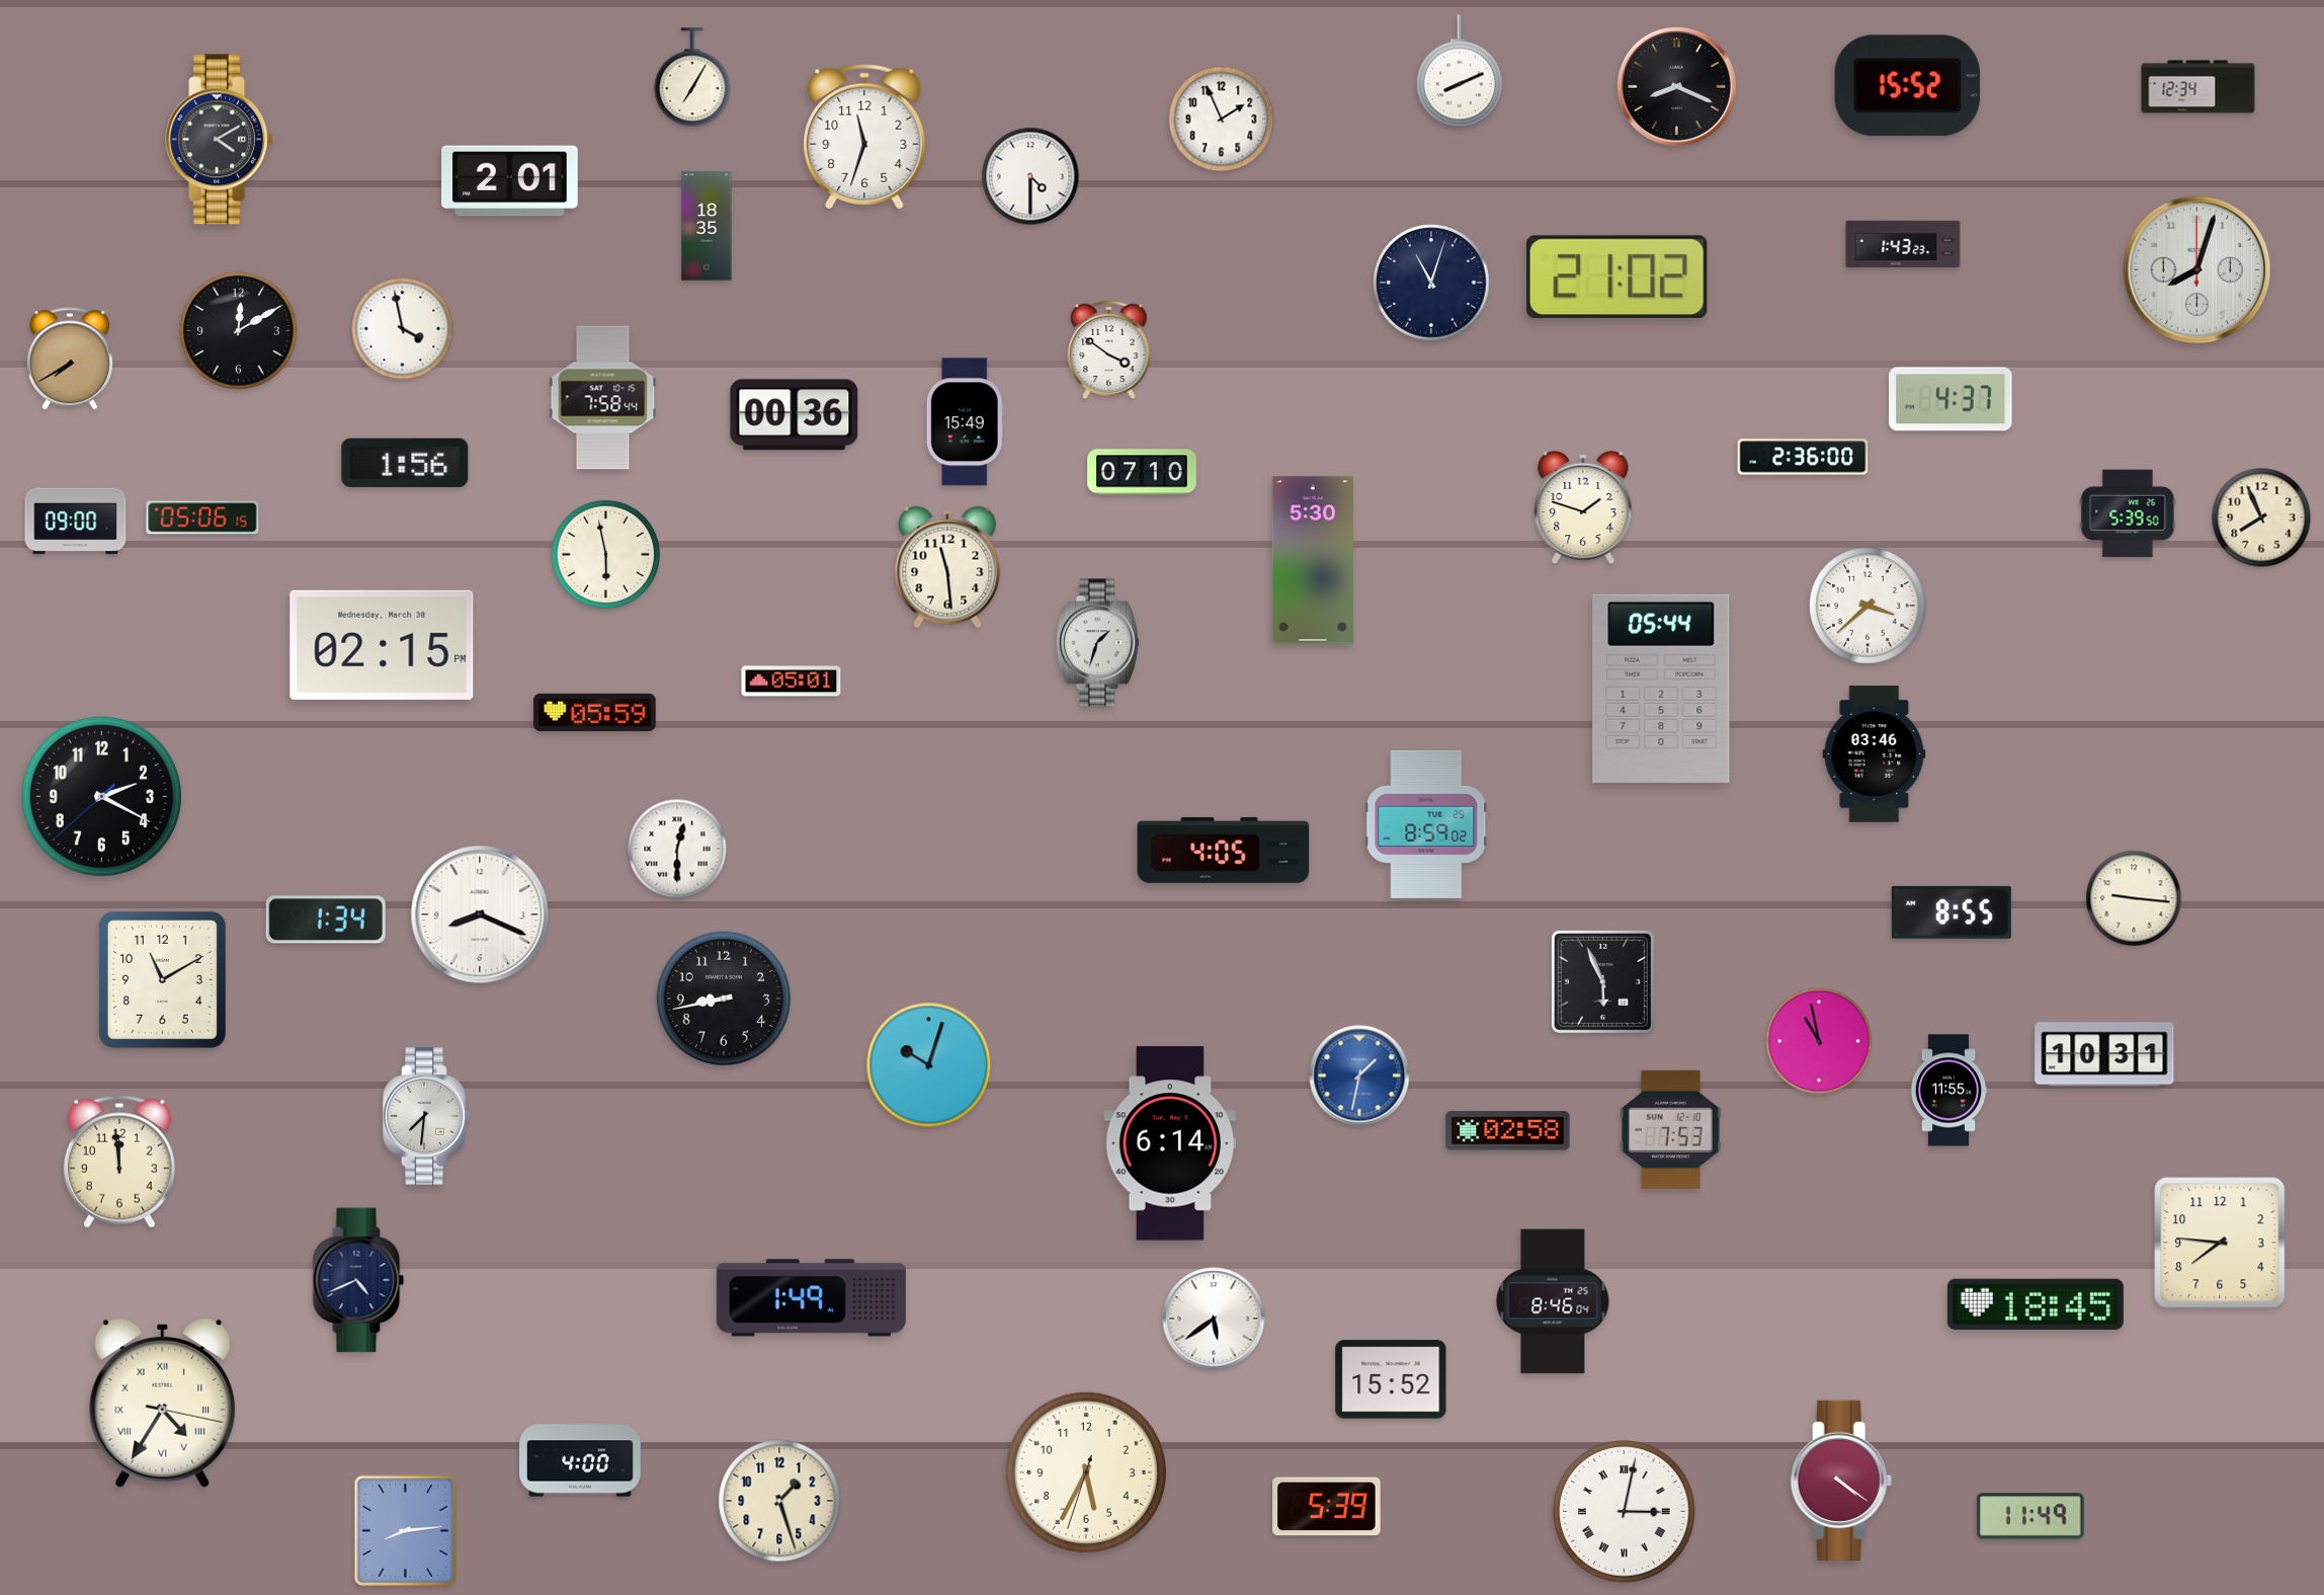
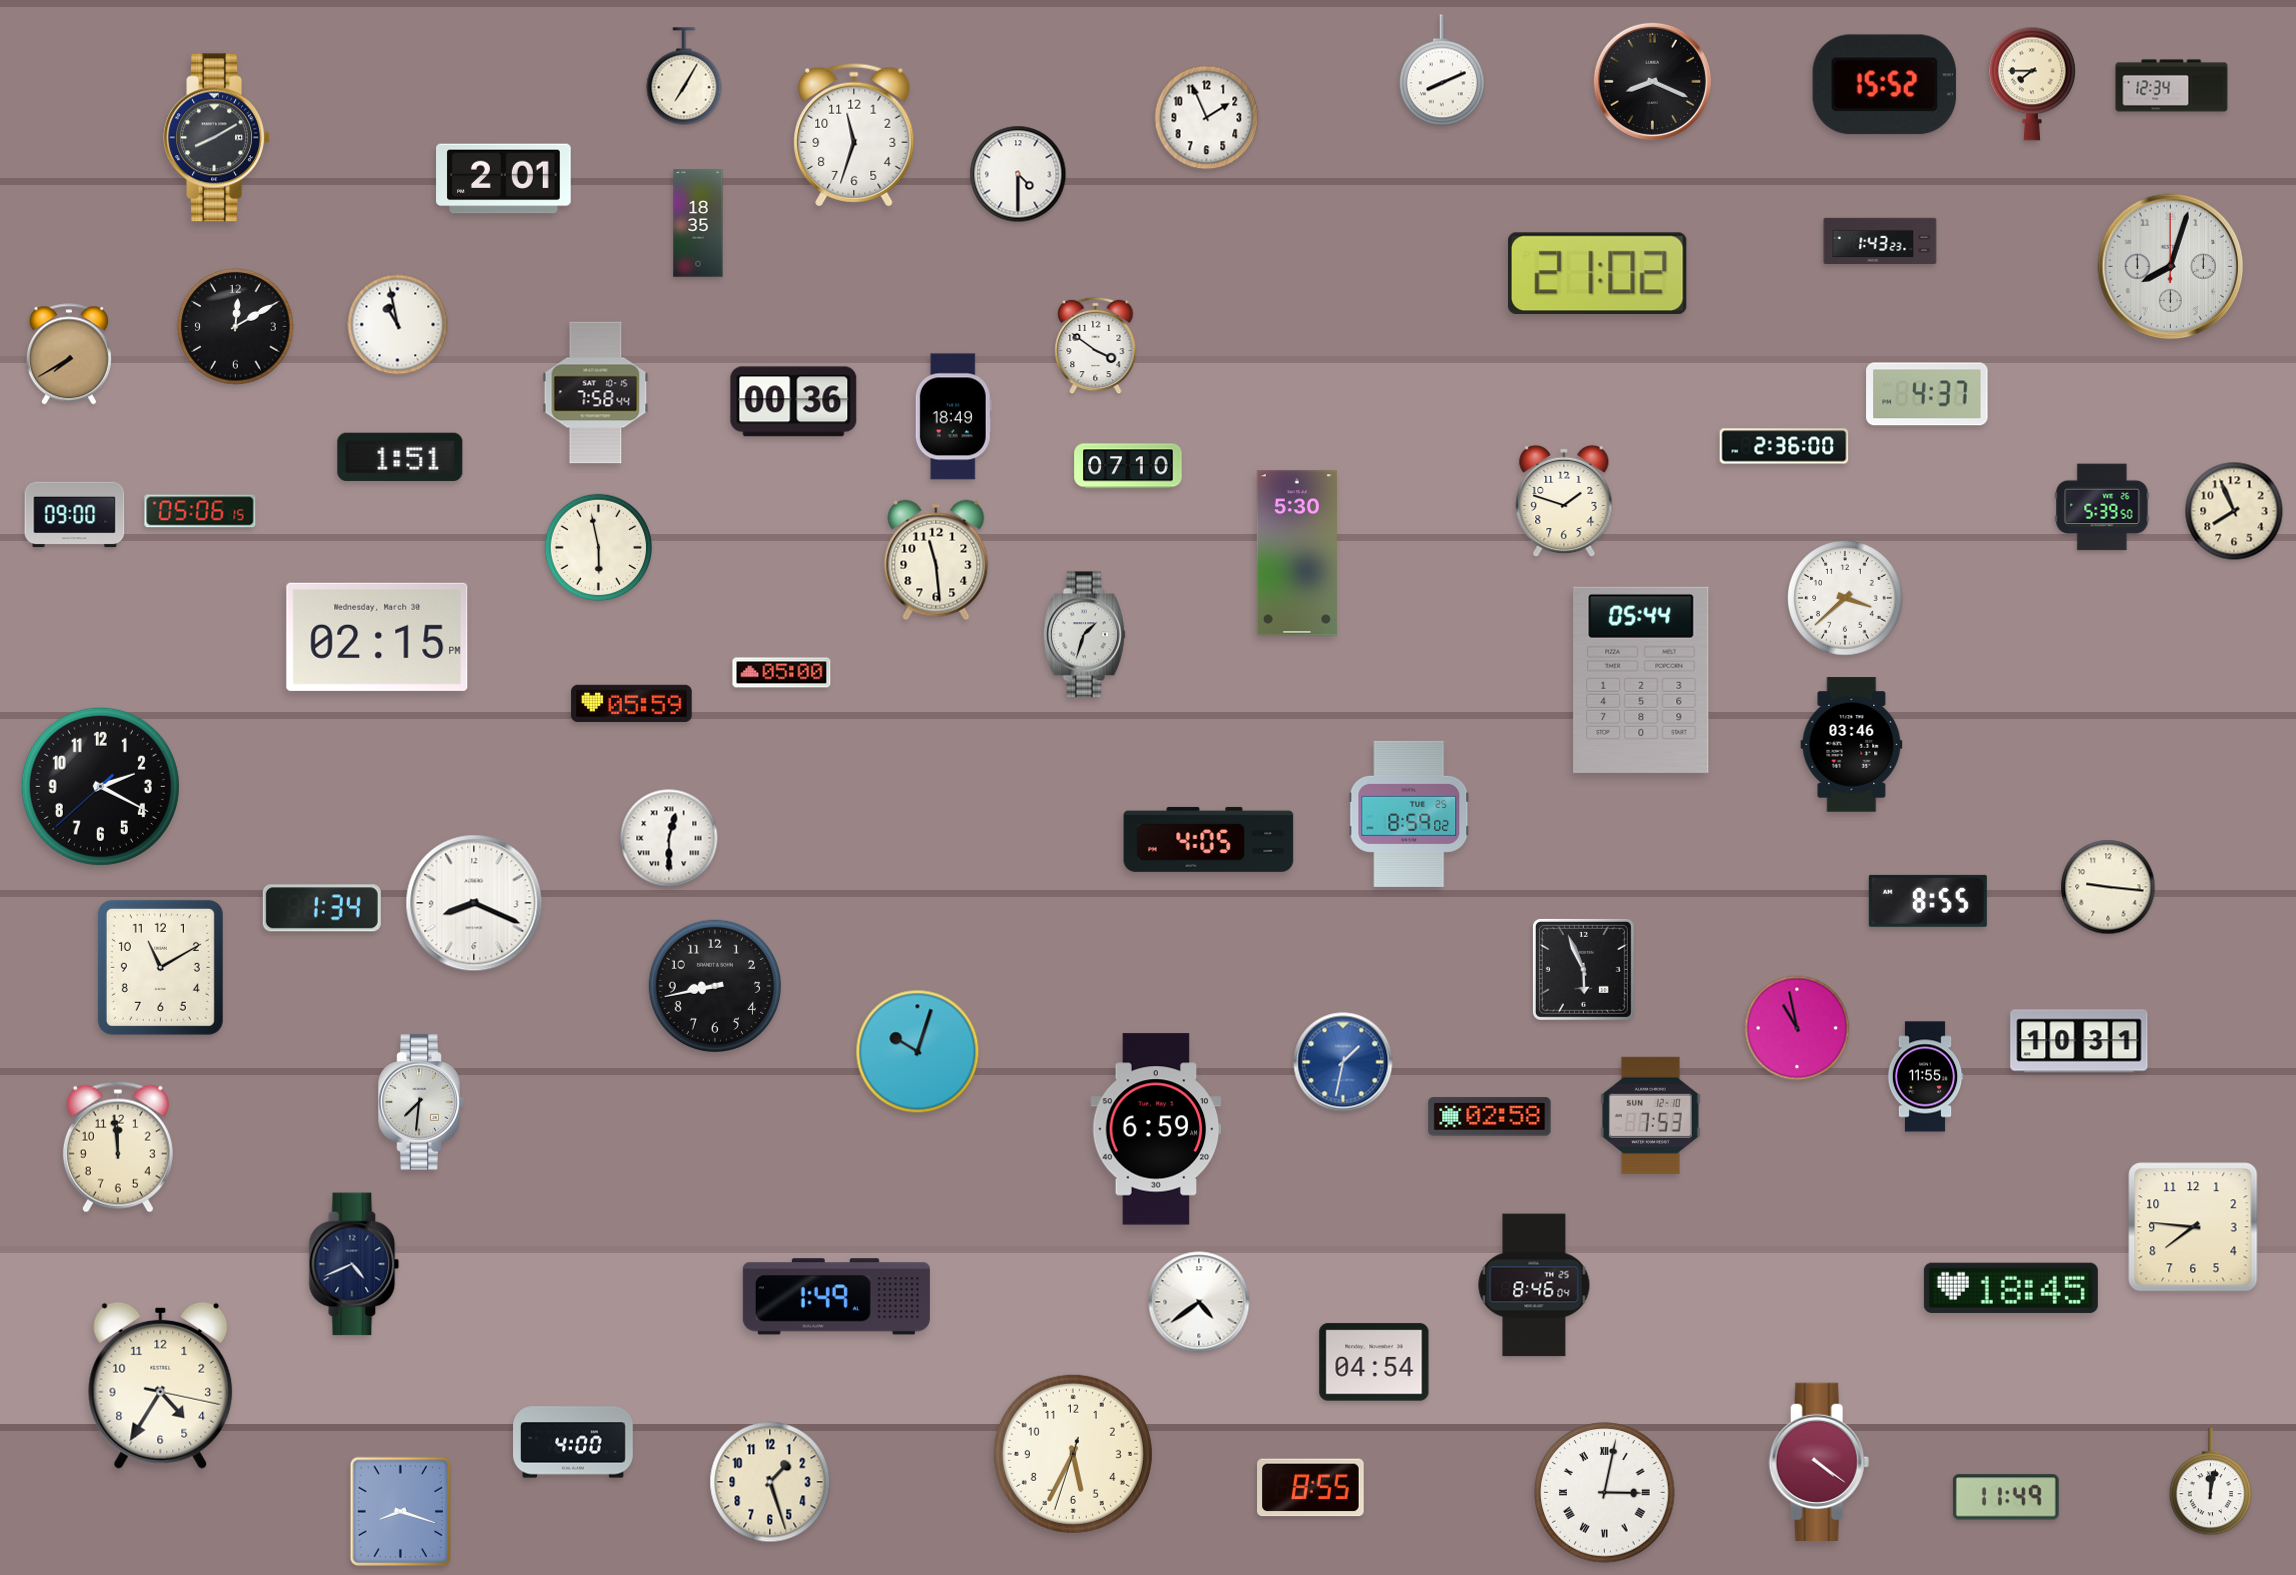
clock at (2032, 84): none -> 7:45
clock at (1676, 86) position: (1676, 86) -> (1652, 81)
clock at (219, 140): 4:10 -> 8:10
clock at (1431, 283): 11:03 -> none
clock at (403, 329): 3:58 -> 10:58
clock at (795, 415) position: (795, 415) -> (794, 402)
clock at (965, 422): 15:49 -> 18:49
clock at (1803, 457) position: (1803, 457) -> (1784, 446)
clock at (405, 463): 1:56 -> 1:51
clock at (792, 682): 05:01 -> 05:00
clock at (595, 712) position: (595, 712) -> (632, 703)
clock at (1170, 1143): 6:14 -> 6:59
clock at (811, 1298) position: (811, 1298) -> (836, 1297)
clock at (1214, 1319): 5:39 -> 4:39
clock at (1391, 1379): 15:52 -> 04:54
clock at (163, 1403) numerals: Roman -> Arabic
clock at (2210, 1482): none -> 12:02
clock at (1327, 1507): 5:39 -> 8:55
clock at (405, 1531): 8:14 -> 8:18
